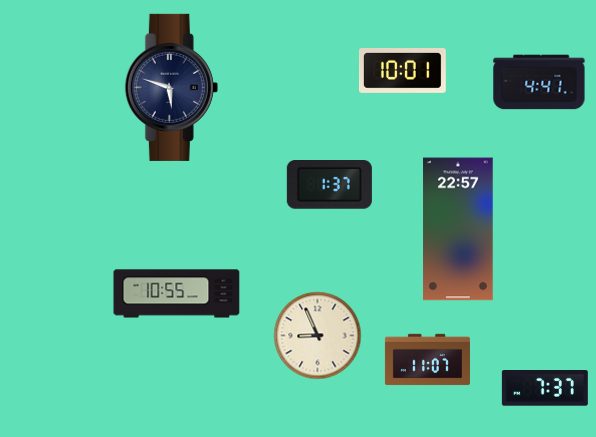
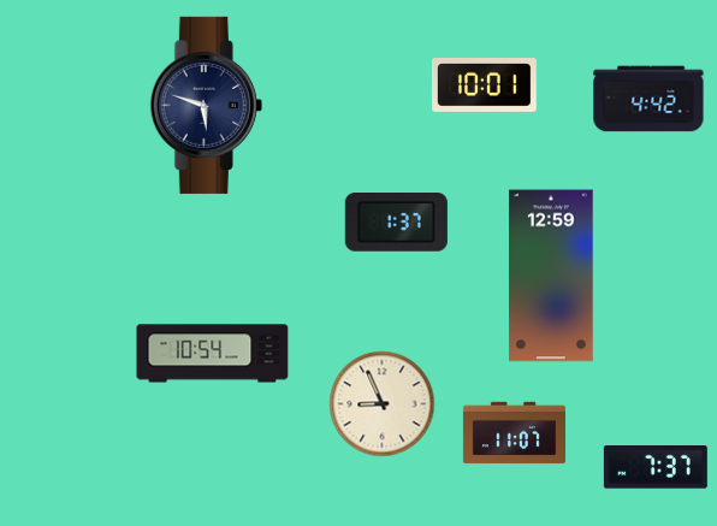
clock at (539, 82): 4:41 -> 4:42
clock at (458, 229): 22:57 -> 12:59
clock at (177, 294): 10:55 -> 10:54
